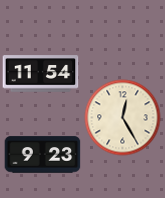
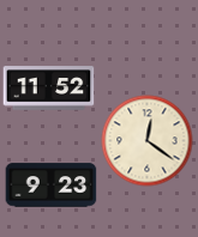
clock at (41, 74): 11:54 -> 11:52
clock at (123, 118): 12:25 -> 12:21
